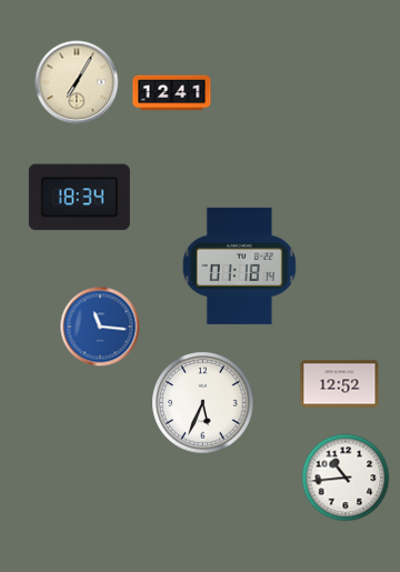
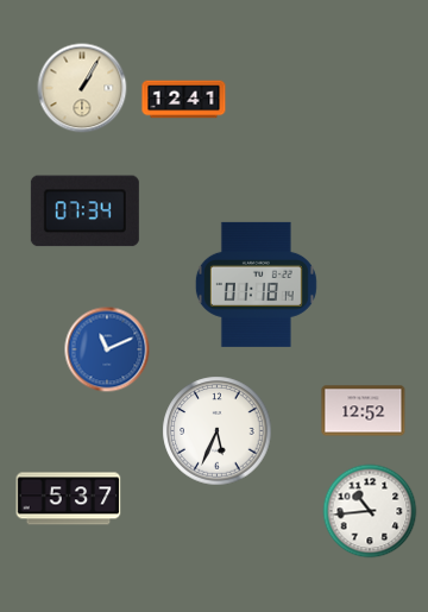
clock at (77, 82): 7:05 -> 1:05
clock at (79, 198): 18:34 -> 07:34
clock at (100, 327): 11:16 -> 11:11
clock at (69, 499): none -> 5:37
